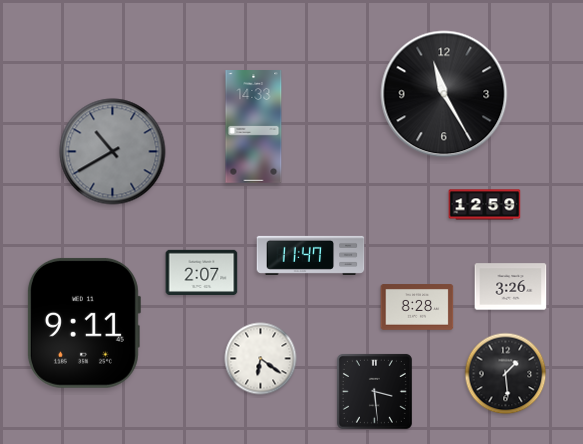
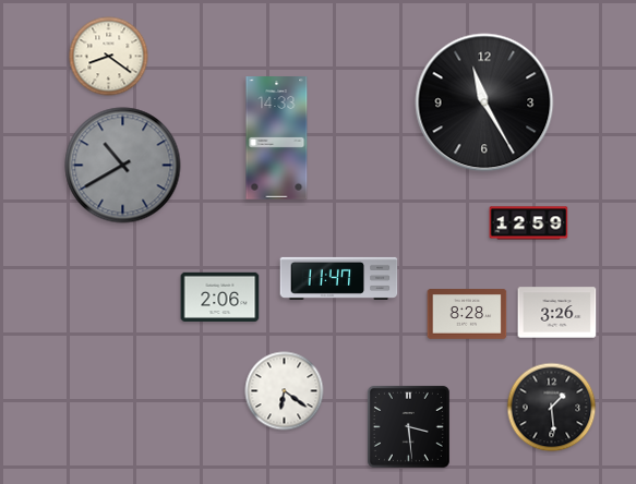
clock at (109, 57): none -> 8:21
clock at (202, 272): 2:07 -> 2:06
clock at (417, 307) position: (417, 307) -> (467, 314)
clock at (83, 323): 9:11 -> none
